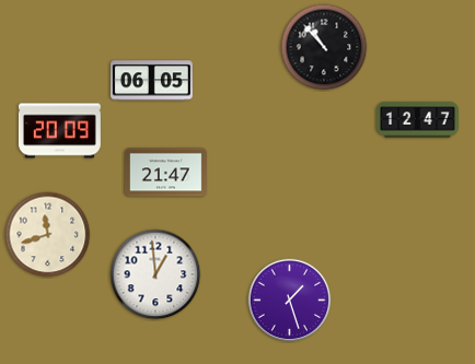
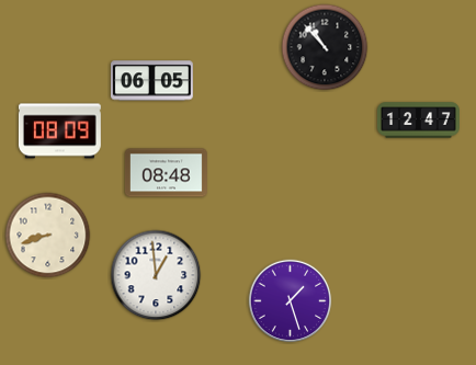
clock at (59, 131): 20:09 -> 08:09
clock at (165, 173): 21:47 -> 08:48
clock at (48, 235): 11:42 -> 8:42
